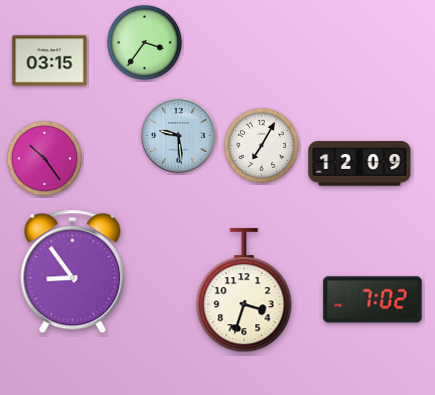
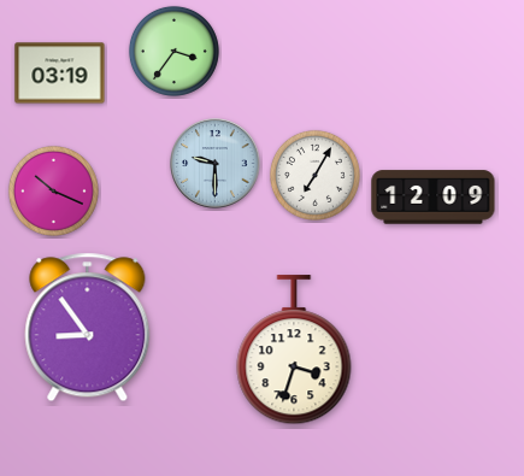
clock at (50, 61): 03:15 -> 03:19
clock at (179, 136): 9:29 -> 9:30
clock at (44, 158): 10:24 -> 10:19
clock at (373, 300): 7:02 -> none
